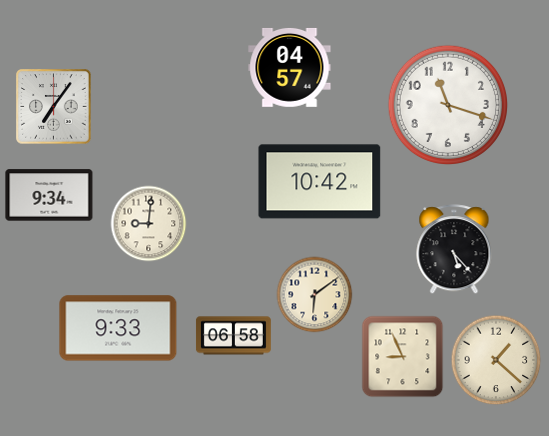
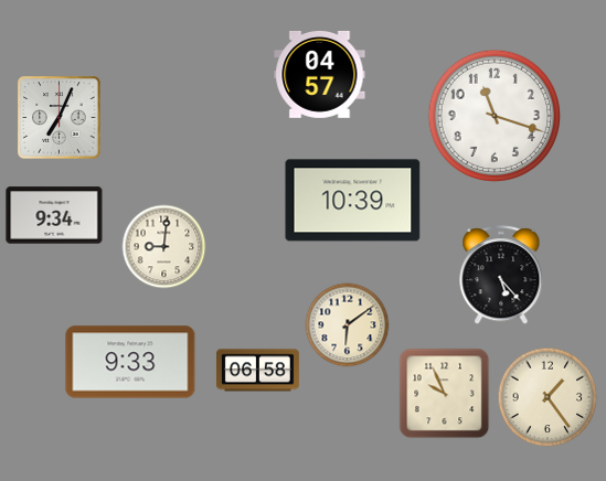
clock at (54, 107): 7:06 -> 7:04
clock at (320, 182): 10:42 -> 10:39
clock at (403, 357): 8:56 -> 9:56
clock at (496, 360): 1:22 -> 1:24
